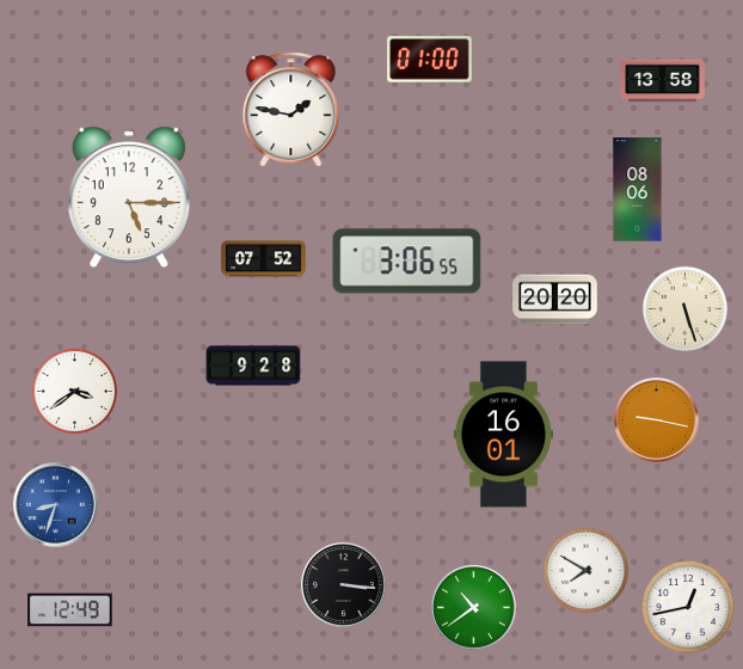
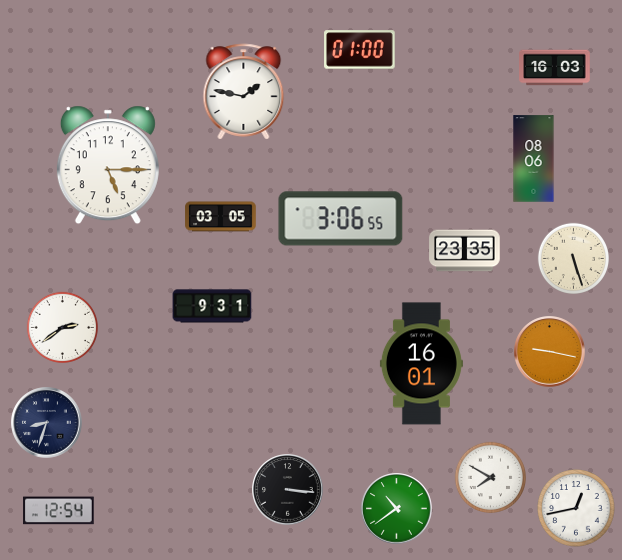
clock at (663, 81): 13:58 -> 16:03
clock at (264, 259): 07:52 -> 03:05
clock at (555, 300): 20:20 -> 23:35
clock at (253, 366): 9:28 -> 9:31
clock at (74, 391): 3:39 -> 2:39
clock at (56, 505) dial: blue -> navy
clock at (70, 610): 12:49 -> 12:54
